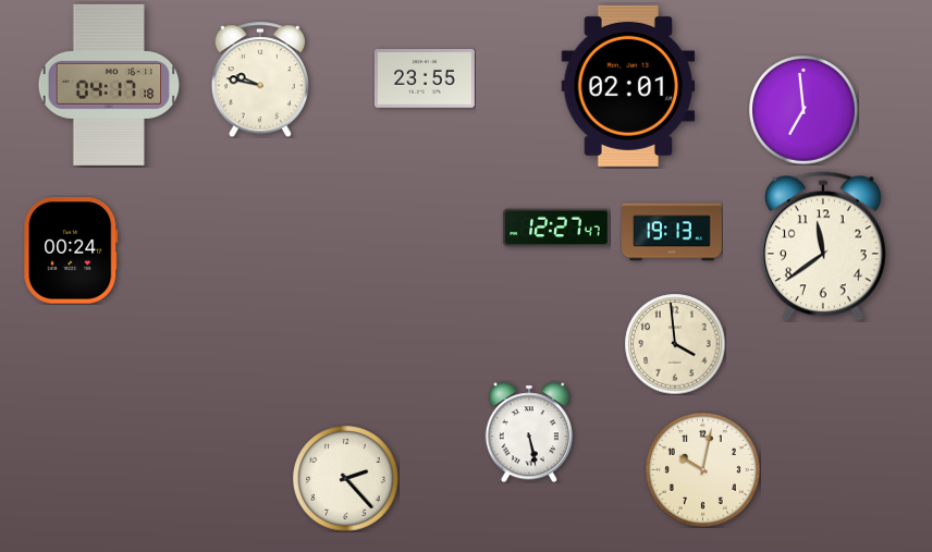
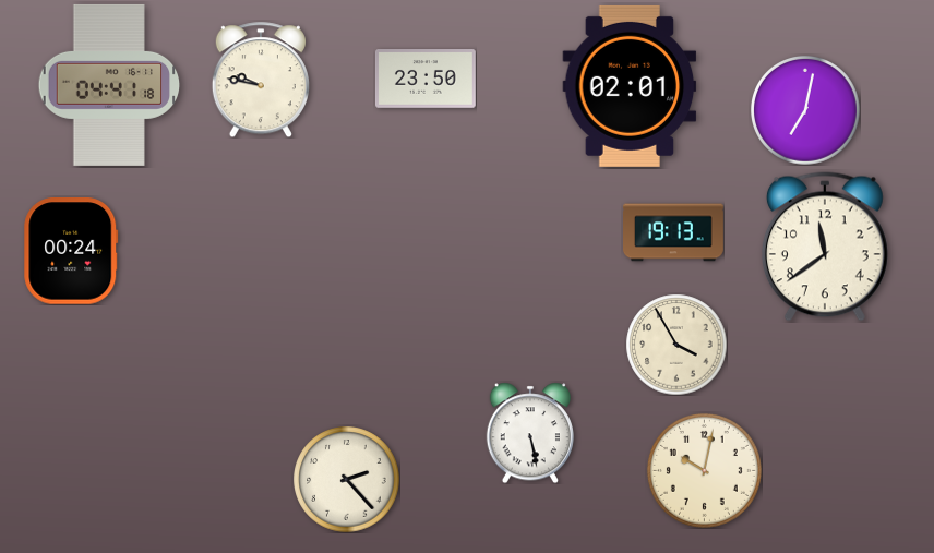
clock at (425, 79): 23:55 -> 23:50
clock at (109, 85): 04:17 -> 04:41
clock at (805, 111): 6:59 -> 7:02
clock at (556, 228): 12:27 -> none
clock at (675, 344): 3:59 -> 3:55
